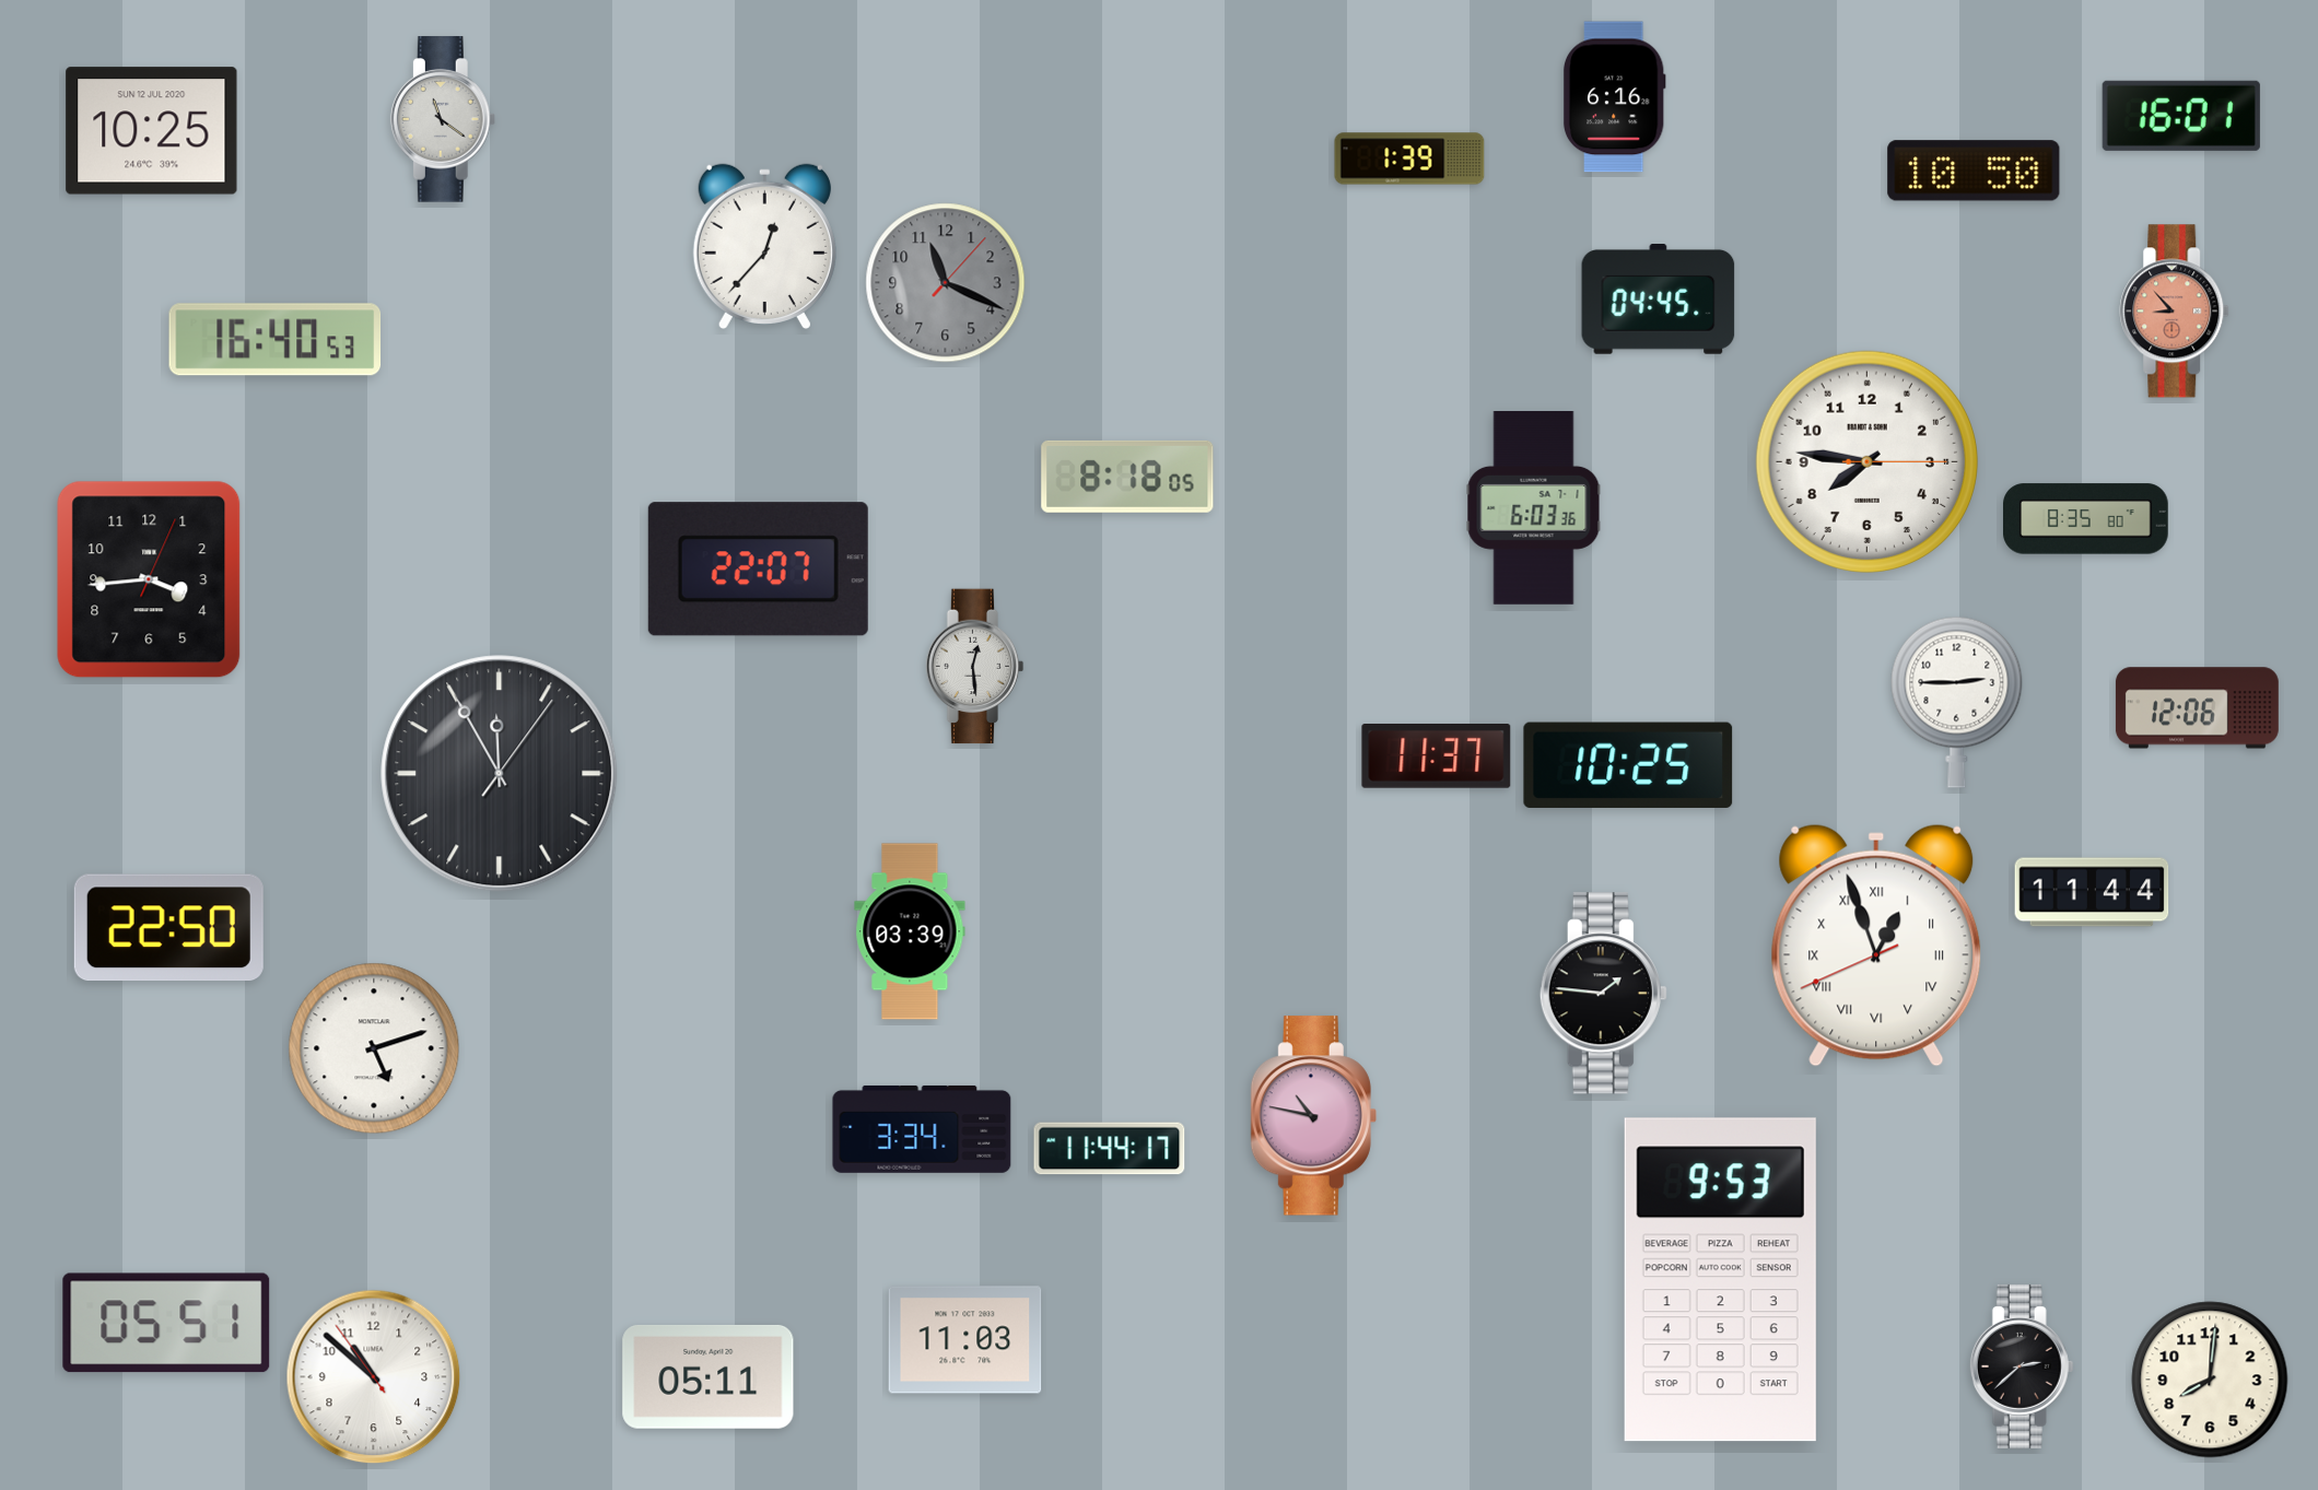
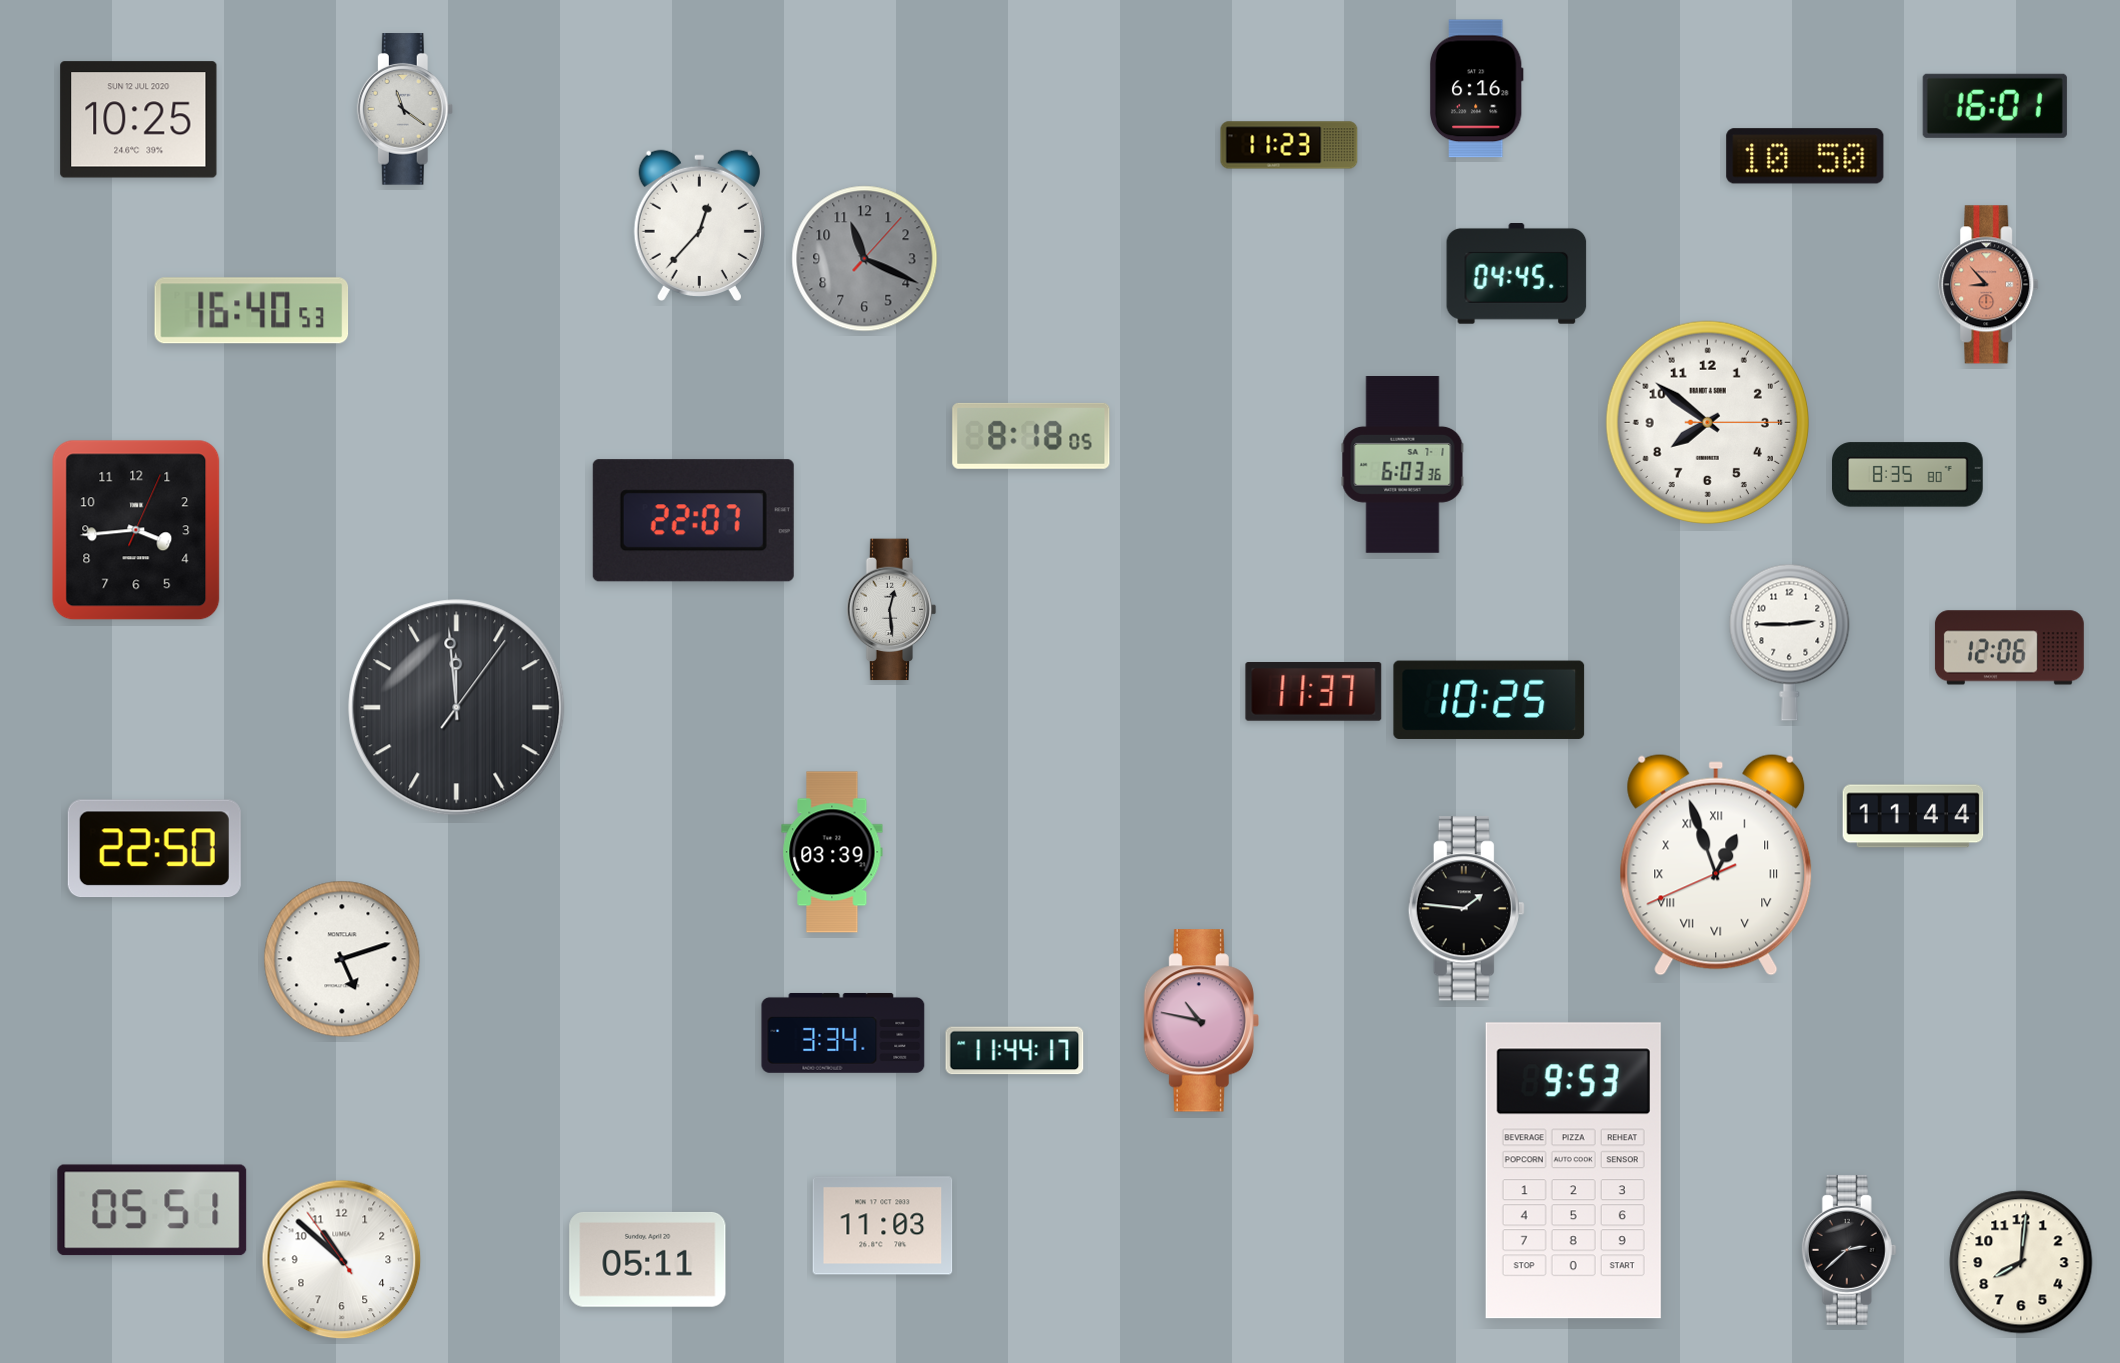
clock at (1409, 159): 1:39 -> 11:23
clock at (1866, 461): 7:46 -> 7:51
clock at (500, 774): 11:55 -> 11:59
